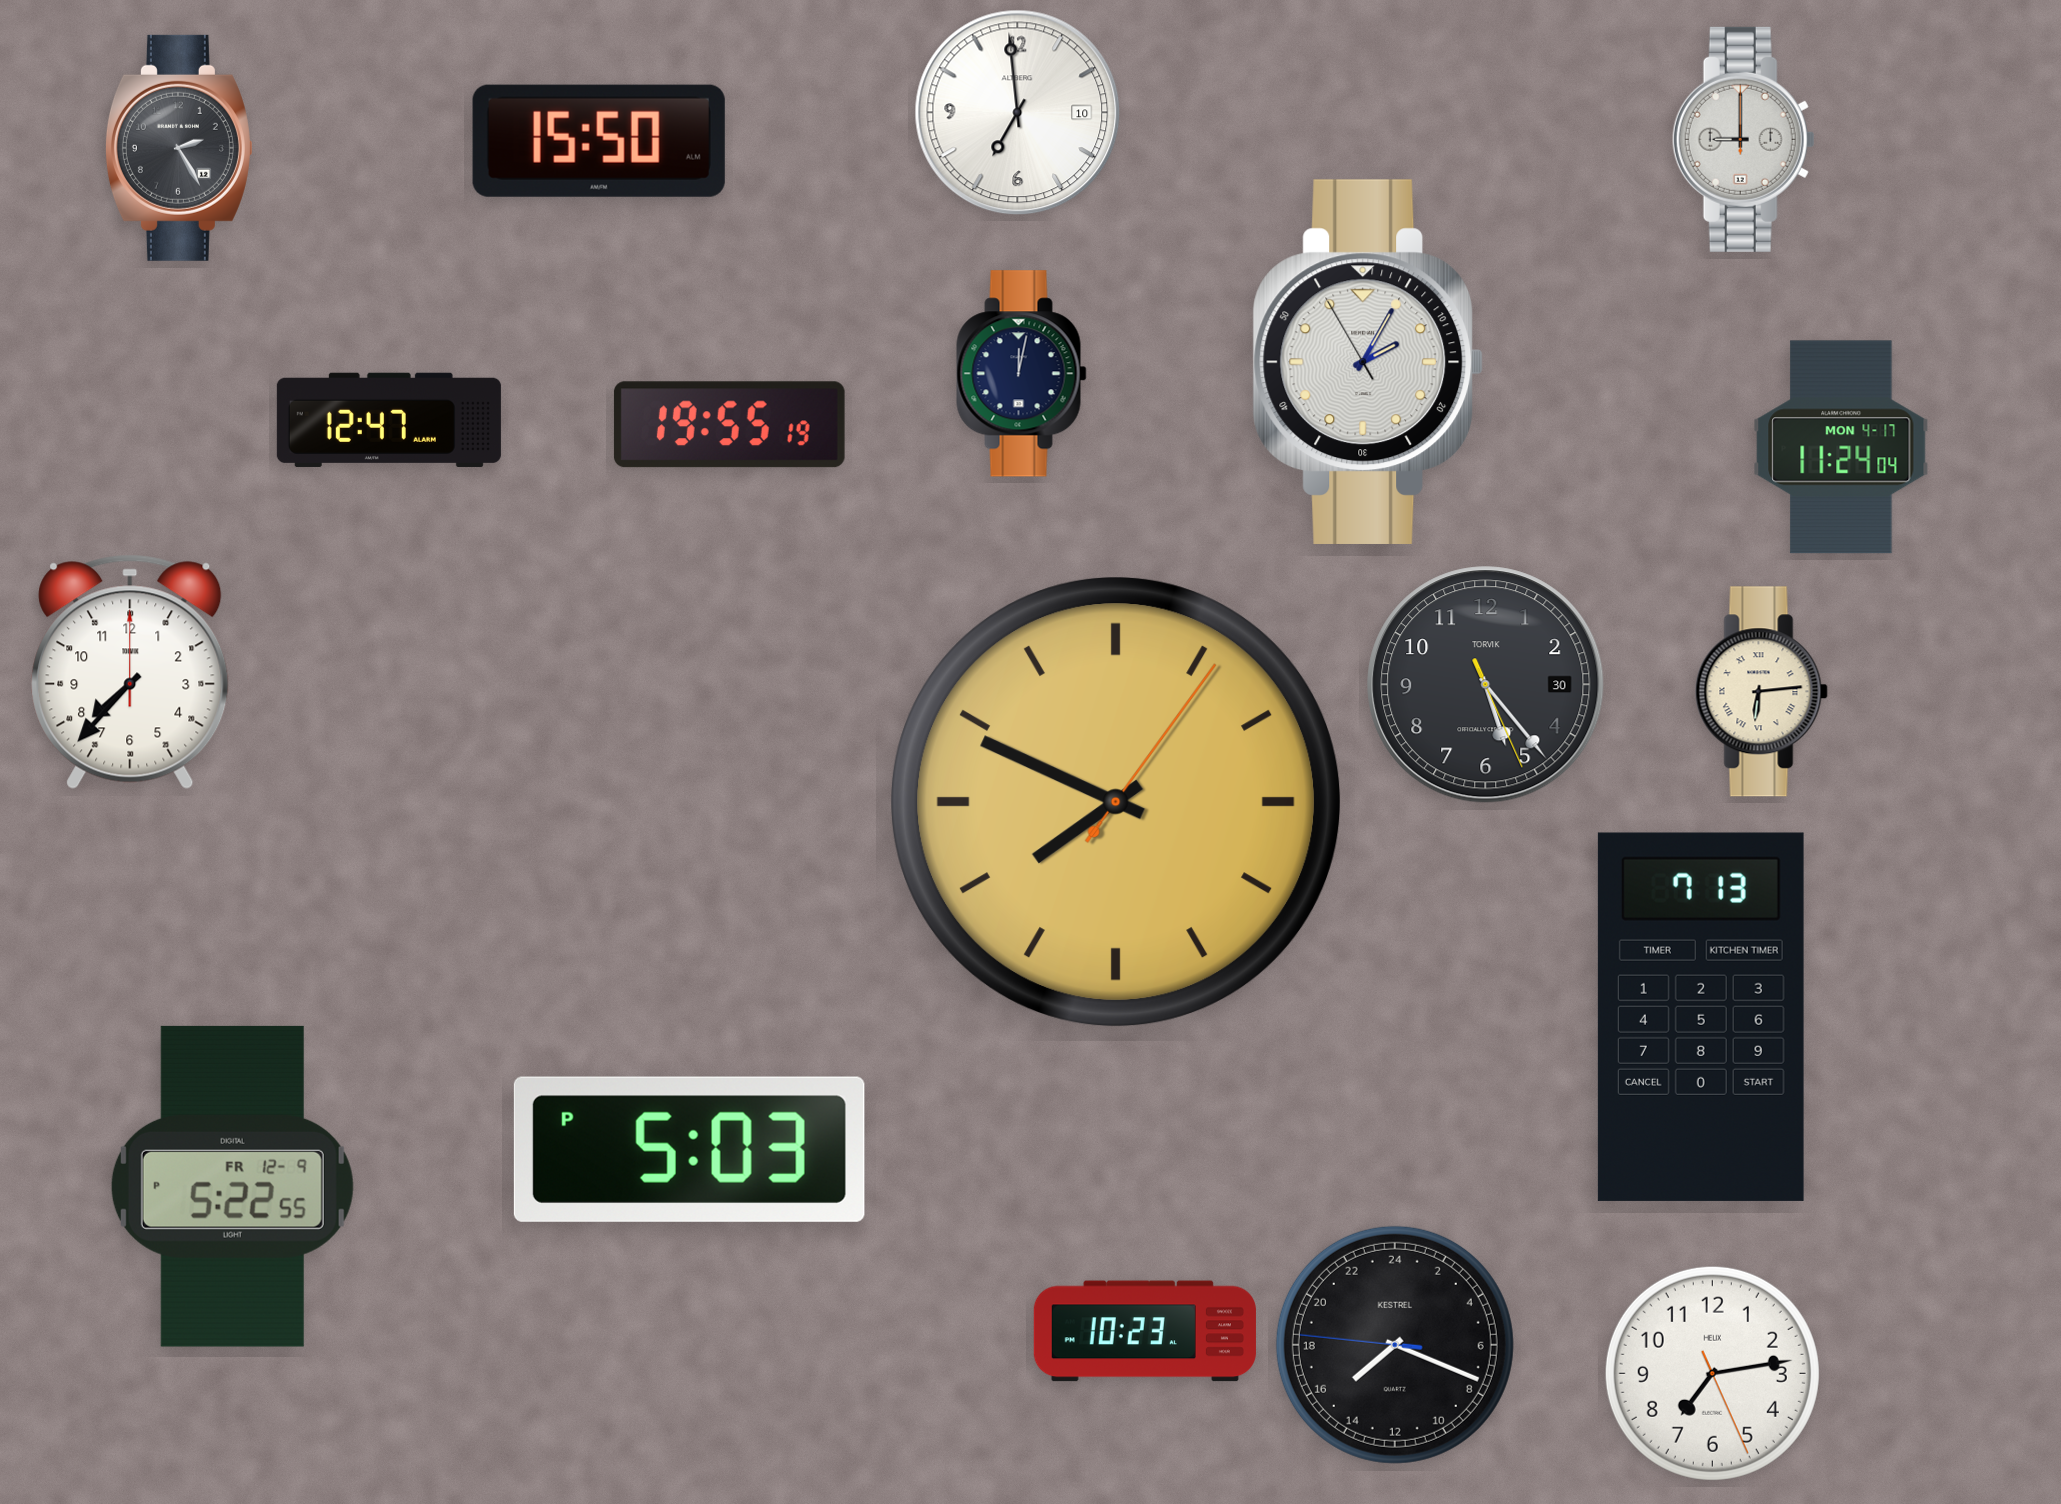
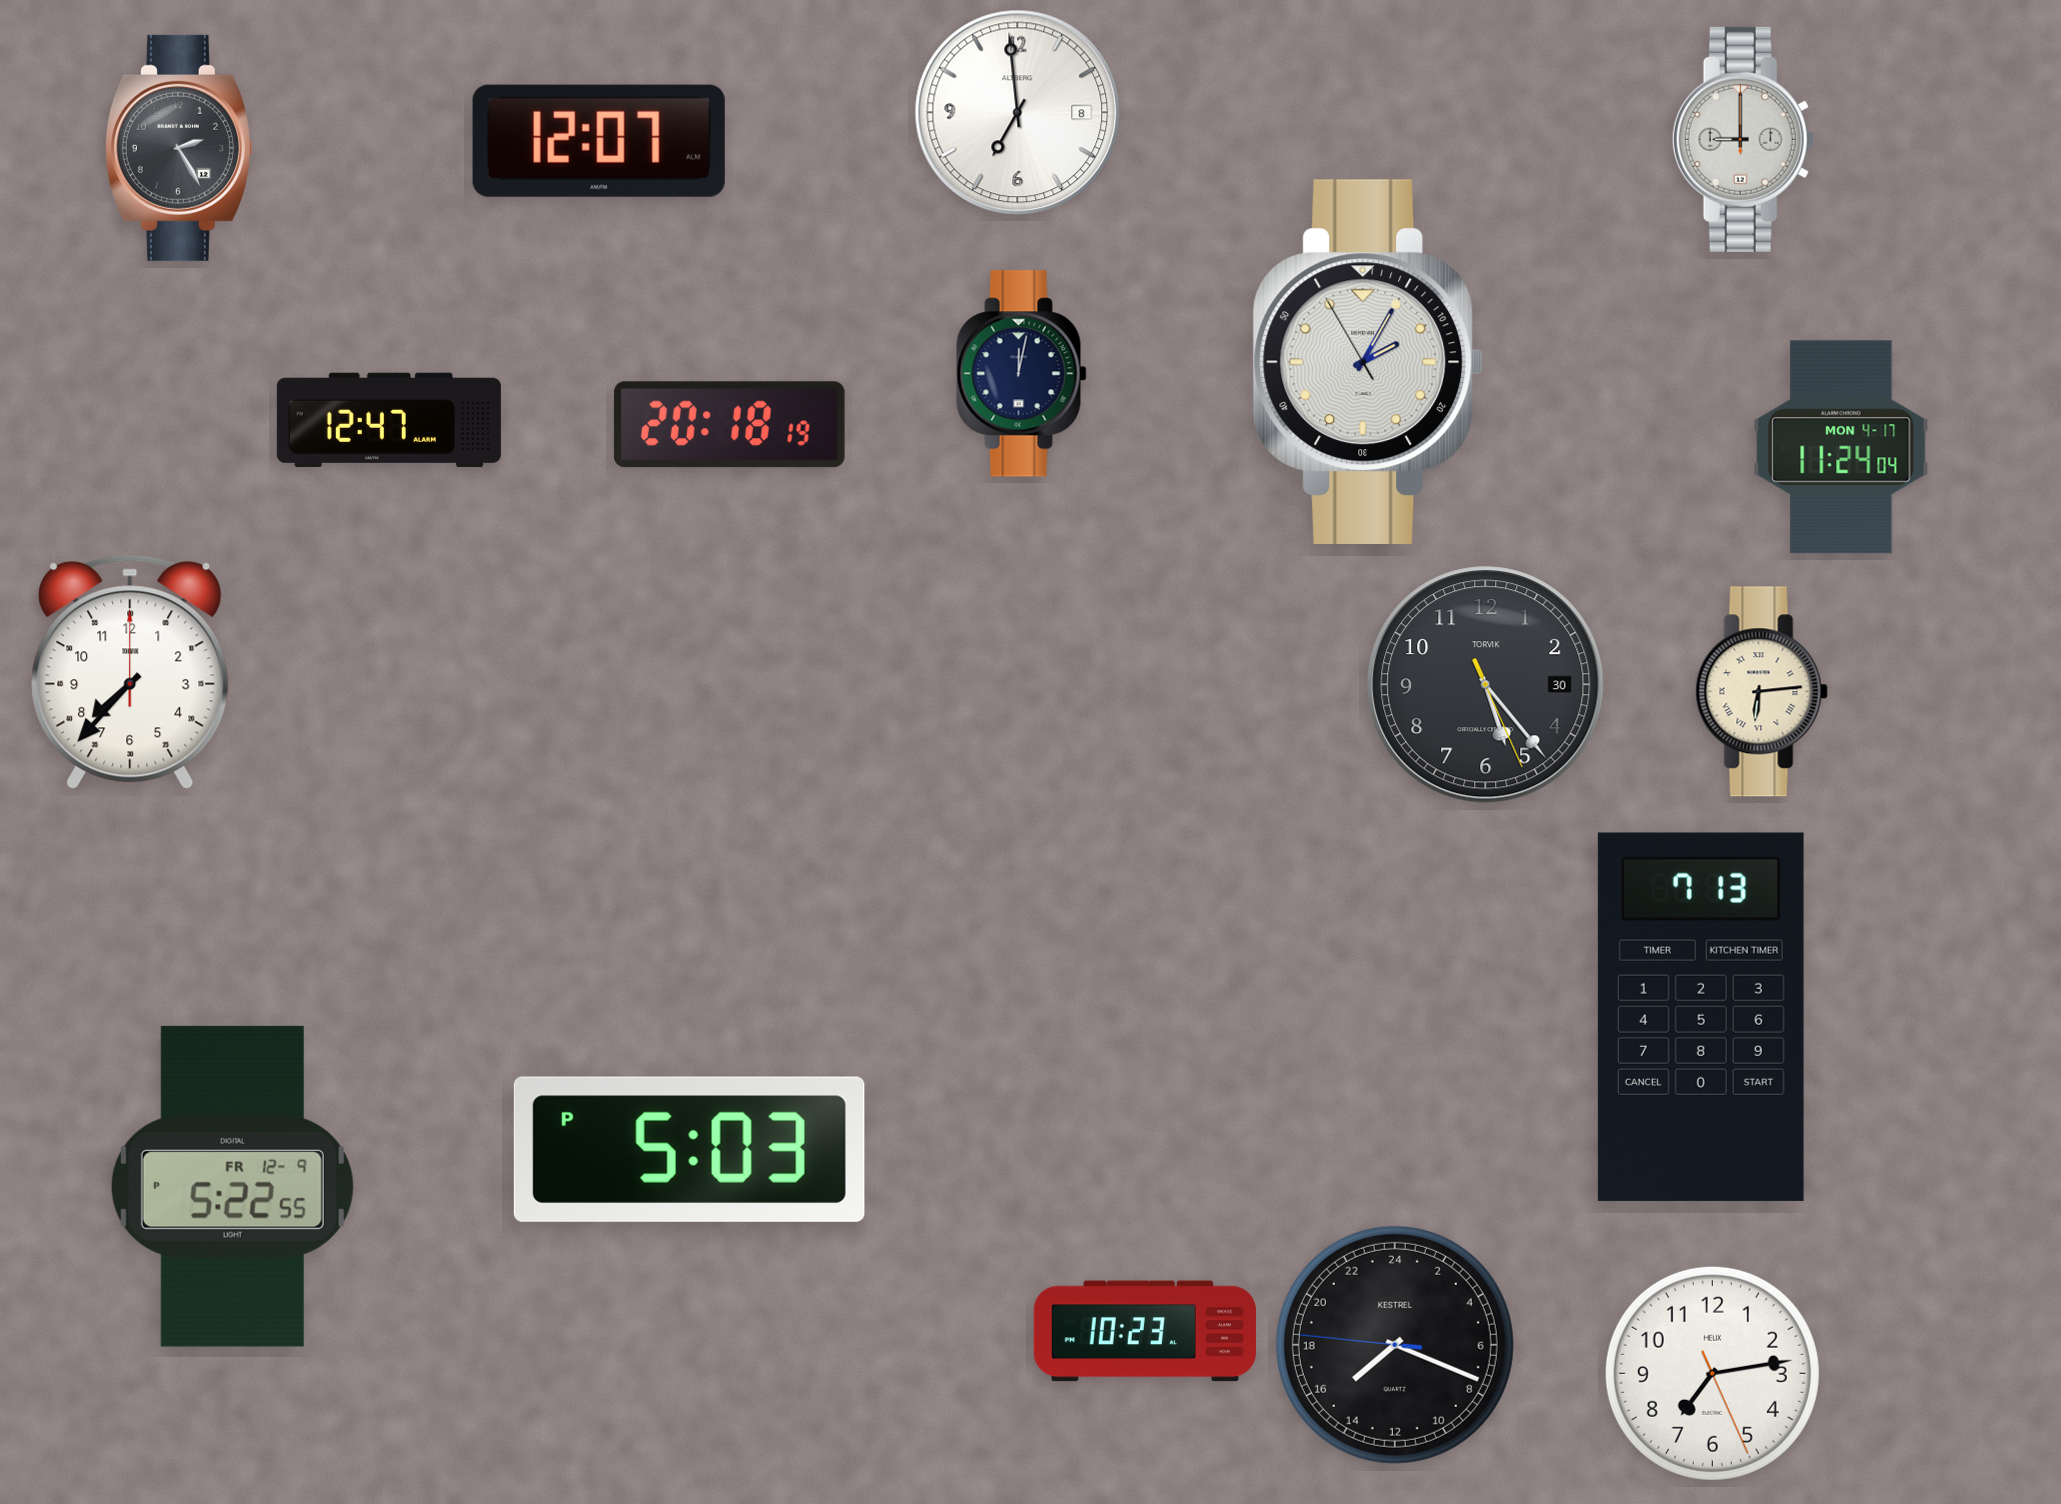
clock at (1018, 113) date: 10 -> 8
clock at (599, 141): 15:50 -> 12:07
clock at (729, 425): 19:55 -> 20:18
clock at (1116, 802): 7:49 -> none
